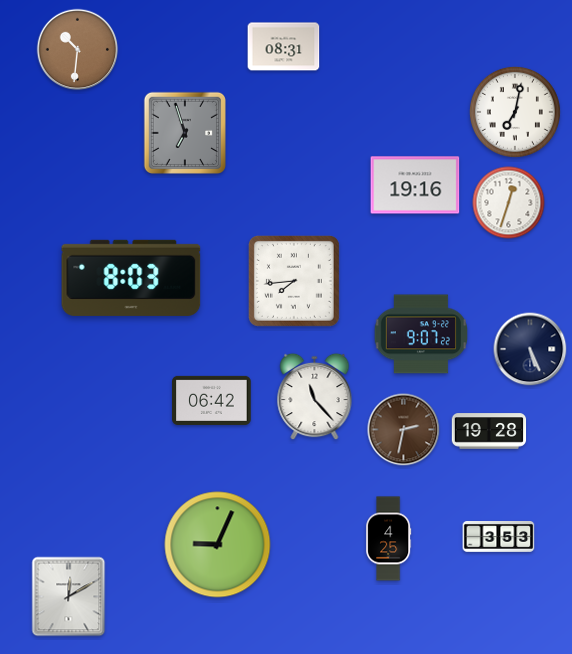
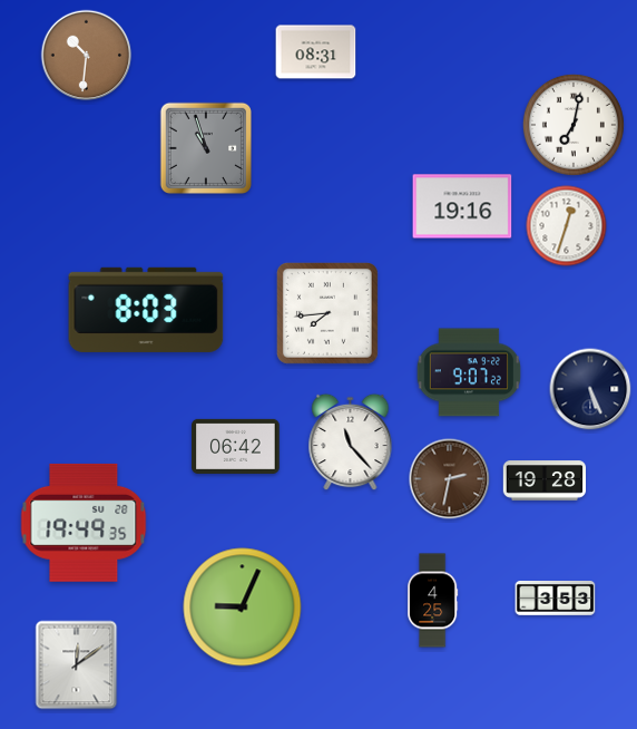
clock at (185, 133): 6:57 -> 10:57
clock at (84, 523): none -> 19:49
clock at (69, 597): 12:10 -> 12:09
